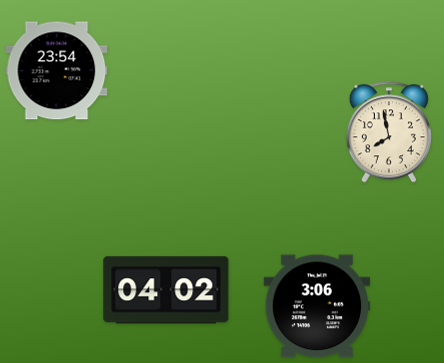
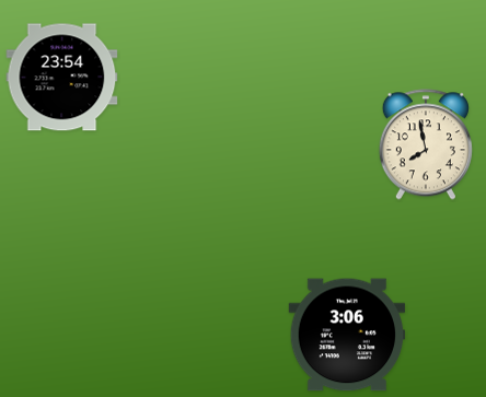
clock at (166, 290): 04:02 -> none
